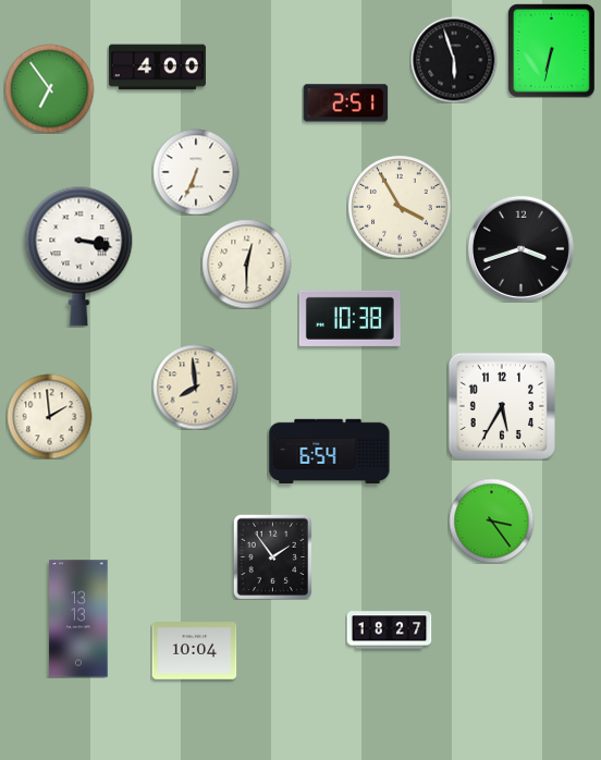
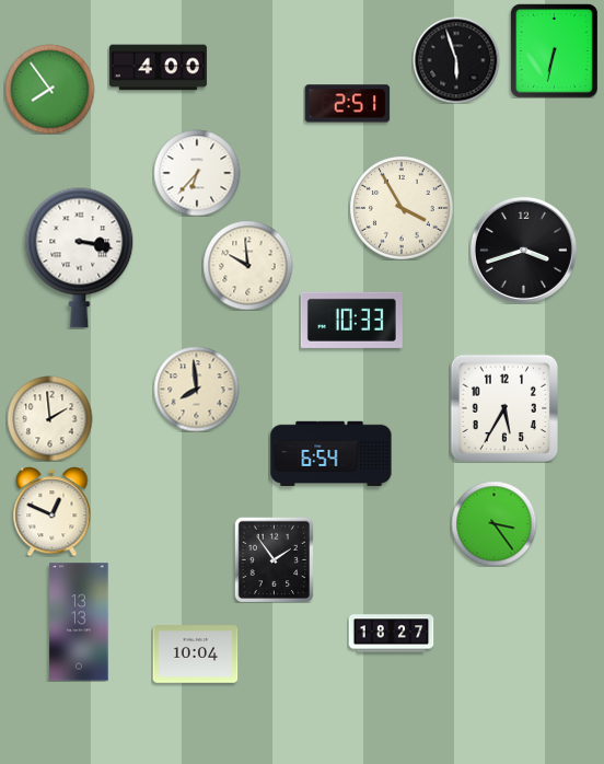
clock at (49, 88): 6:54 -> 7:54
clock at (196, 172): 6:34 -> 6:37
clock at (246, 263): 12:30 -> 9:59
clock at (349, 318): 10:38 -> 10:33
clock at (53, 512): none -> 12:49
